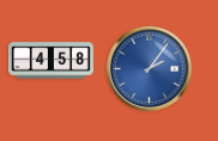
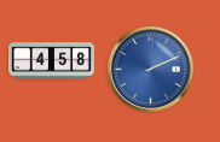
clock at (149, 68): 2:06 -> 2:11
